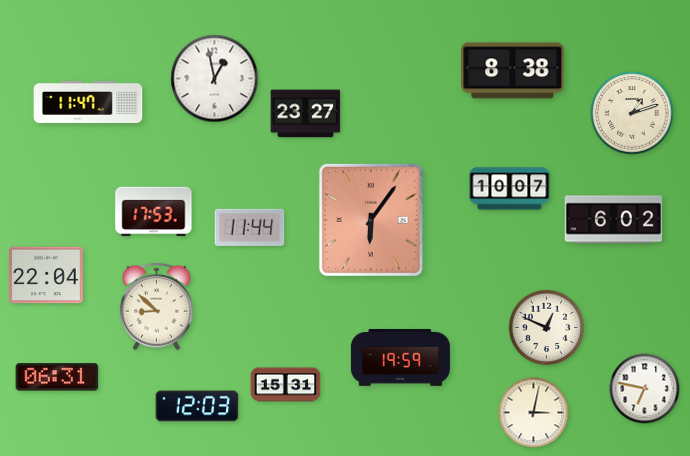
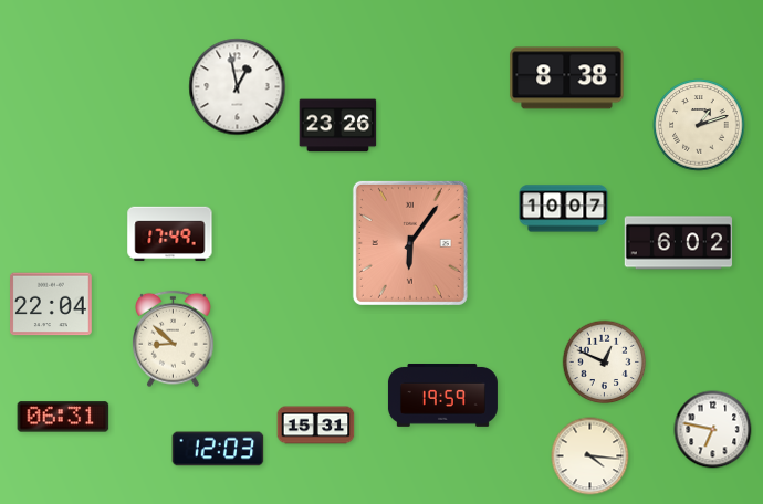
clock at (88, 102): 11:47 -> none
clock at (306, 114): 23:27 -> 23:26
clock at (154, 212): 17:53 -> 17:49
clock at (250, 227): 11:44 -> none
clock at (534, 413): 3:02 -> 4:16
